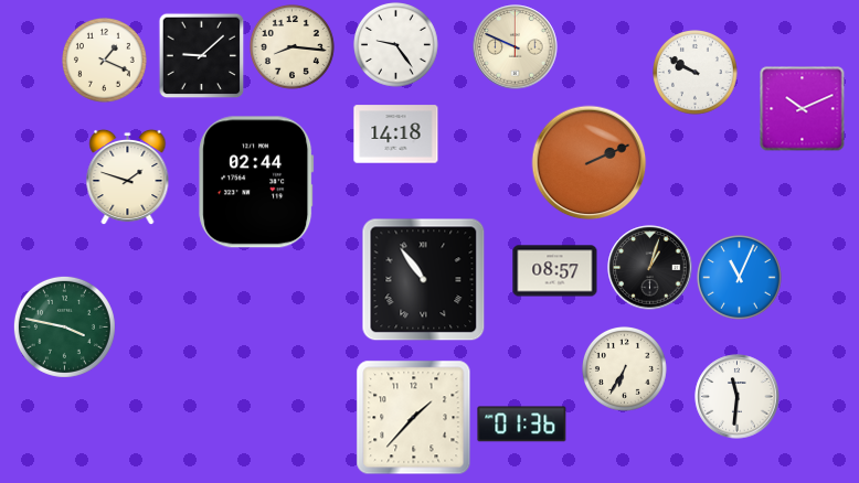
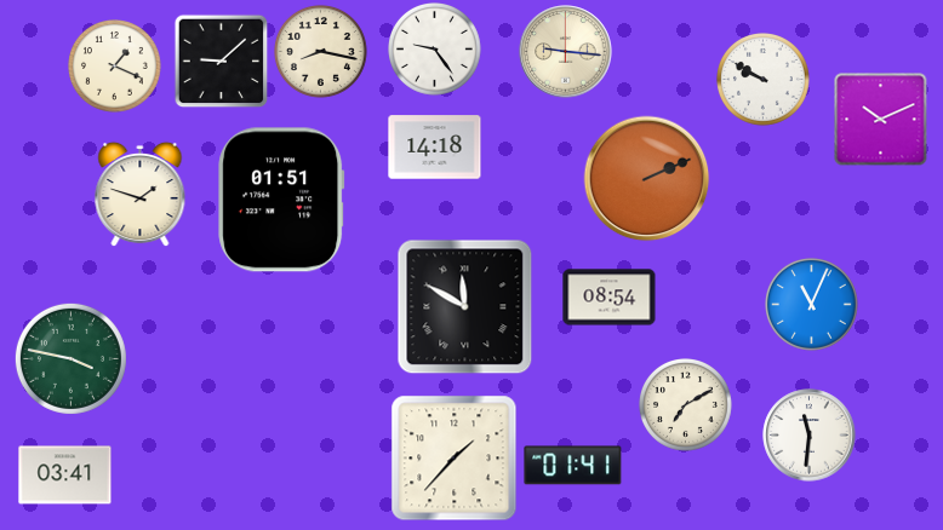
clock at (293, 47): 8:16 -> 8:17
clock at (516, 47): 9:49 -> 9:16
clock at (256, 182): 02:44 -> 01:51
clock at (650, 268): 1:03 -> none
clock at (555, 271): 08:57 -> 08:54
clock at (424, 280): 10:54 -> 11:50
clock at (625, 369): 6:35 -> 7:10
clock at (522, 425): 01:36 -> 01:41
clock at (65, 476): none -> 03:41
